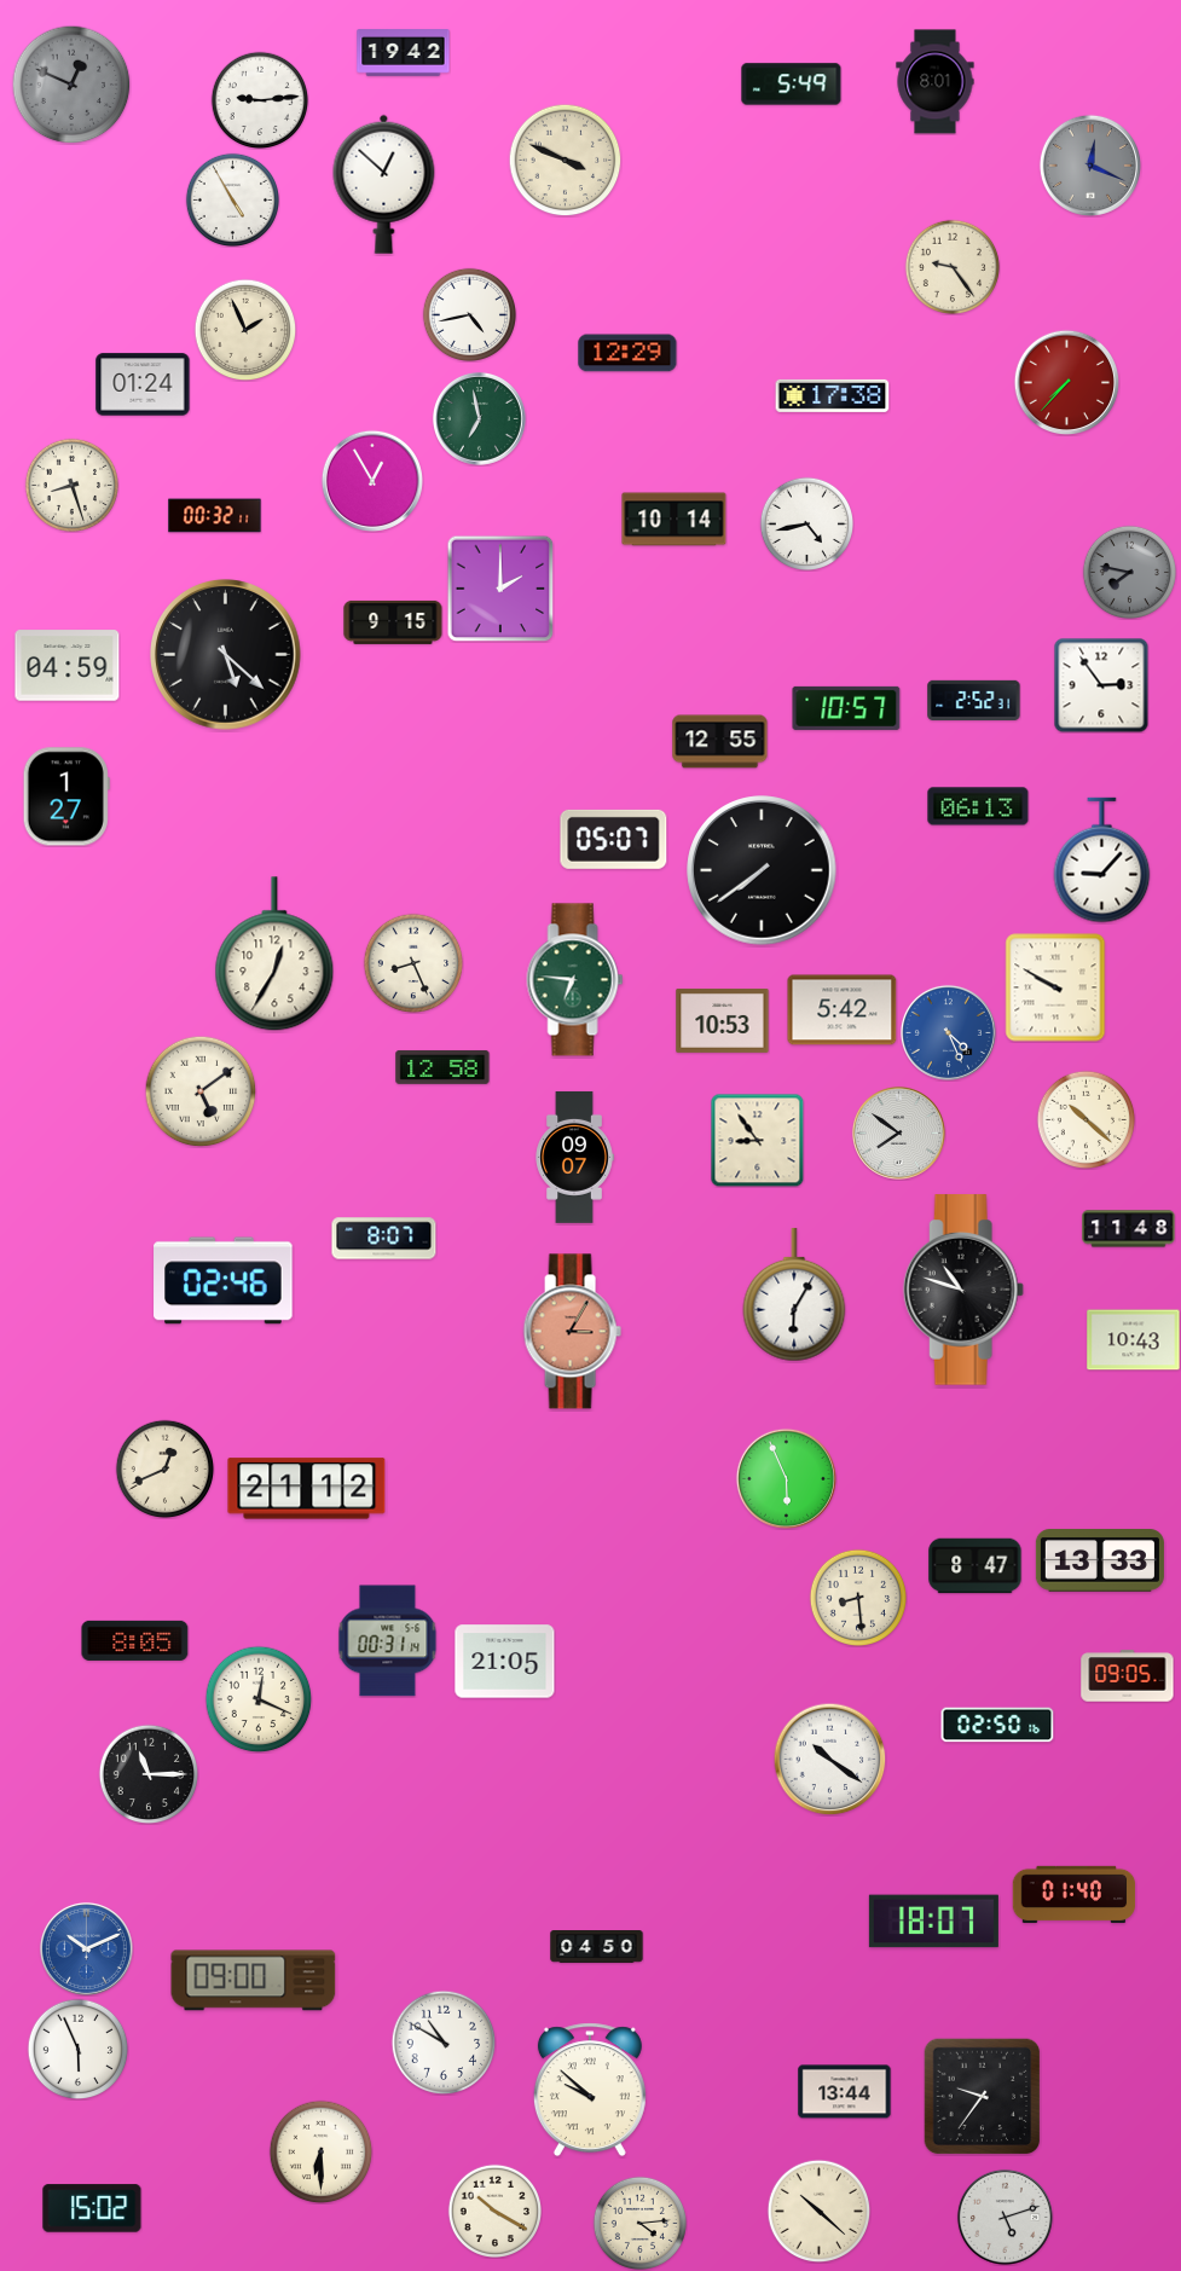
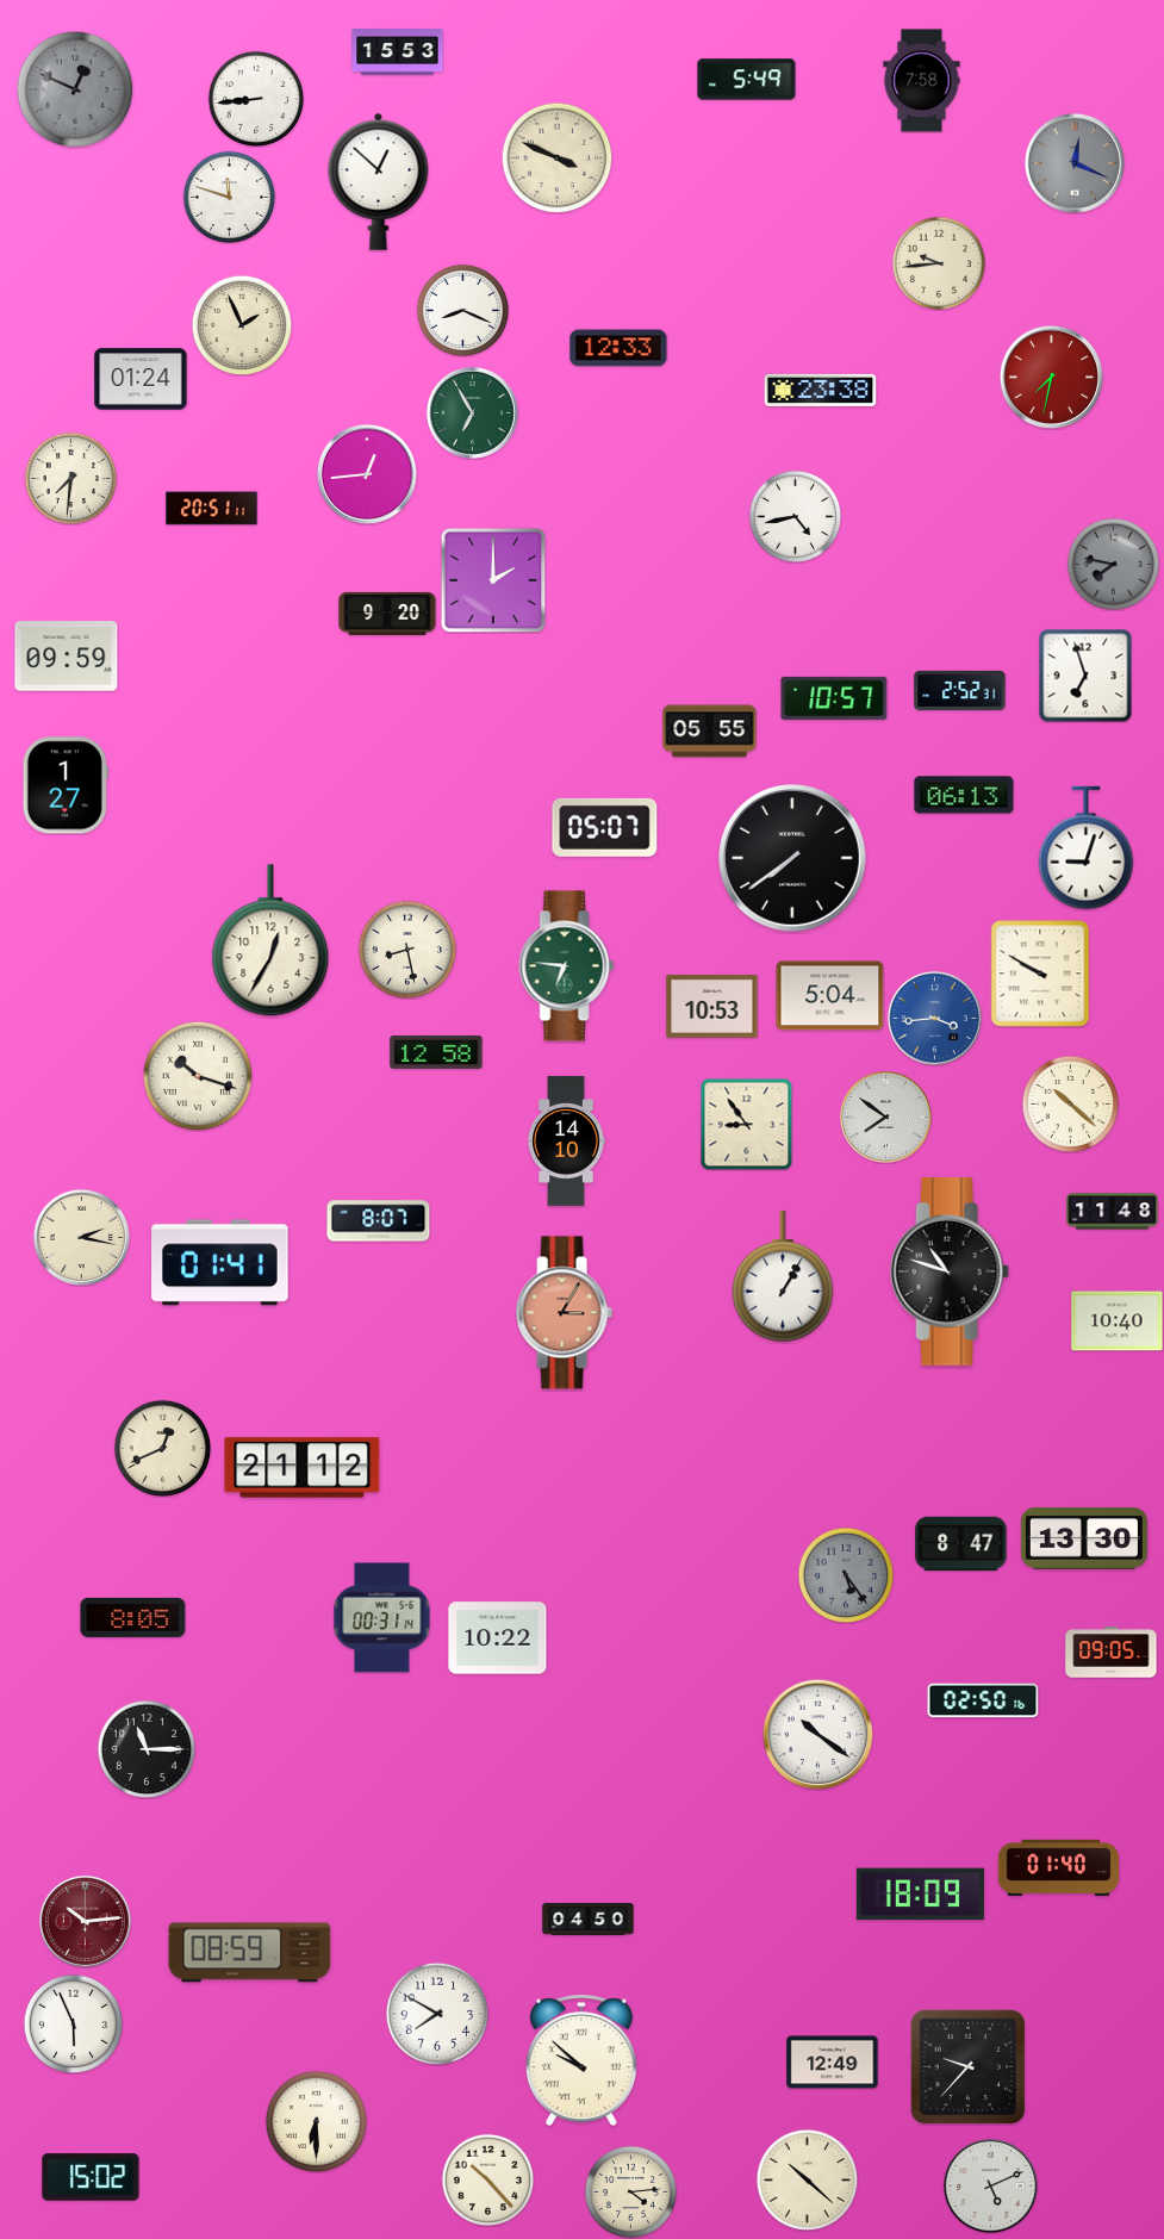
clock at (404, 53): 19:42 -> 15:53
clock at (936, 82): 8:01 -> 7:58
clock at (71, 85) position: (71, 85) -> (75, 89)
clock at (792, 85) position: (792, 85) -> (747, 80)
clock at (260, 100): 9:14 -> 8:44
clock at (232, 199): 4:55 -> 11:48
clock at (951, 266): 9:24 -> 9:44
clock at (469, 314): 4:43 -> 8:19
clock at (627, 353): 12:29 -> 12:33
clock at (1066, 382): 7:37 -> 7:32
clock at (833, 395): 17:38 -> 23:38
clock at (479, 418): 6:58 -> 6:55
clock at (372, 481): 12:55 -> 12:44
clock at (71, 485): 8:27 -> 7:31
clock at (215, 516): 00:32 -> 20:51
clock at (675, 520): 10:14 -> none
clock at (393, 622): 9:15 -> 9:20
clock at (226, 655): 5:22 -> none
clock at (68, 666): 04:59 -> 09:59
clock at (1101, 685): 2:54 -> 6:57
clock at (720, 742): 12:55 -> 05:55
clock at (1102, 861): 9:07 -> 9:03
clock at (762, 870) position: (762, 870) -> (792, 858)
clock at (413, 963): 8:26 -> 8:28
clock at (843, 1010): 5:42 -> 5:04
clock at (948, 1032): 4:26 -> 3:44
clock at (201, 1091): 5:09 -> 10:18
clock at (574, 1157): 09:07 -> 14:10
clock at (81, 1237): none -> 2:17
clock at (224, 1281): 02:46 -> 01:41
clock at (794, 1294): 6:05 -> 1:05
clock at (1134, 1340): 10:43 -> 10:40
clock at (786, 1478): 5:56 -> none
clock at (1100, 1562): 13:33 -> 13:30
clock at (858, 1598): 8:29 -> 5:24
clock at (858, 1598) dial: cream -> grey
clock at (505, 1662): 21:05 -> 10:22
clock at (259, 1699): 12:19 -> none
clock at (933, 1922): 18:07 -> 18:09
clock at (86, 1948): 10:11 -> 10:14
clock at (86, 1948) dial: blue -> burgundy
clock at (254, 1981): 09:00 -> 08:59
clock at (444, 2043): 10:50 -> 7:50
clock at (77, 2049) position: (77, 2049) -> (73, 2023)
clock at (845, 2092): 13:44 -> 12:49
clock at (982, 2096): 9:36 -> 9:37
clock at (494, 2211): 10:20 -> 10:23
clock at (1005, 2217): 5:12 -> 5:11
